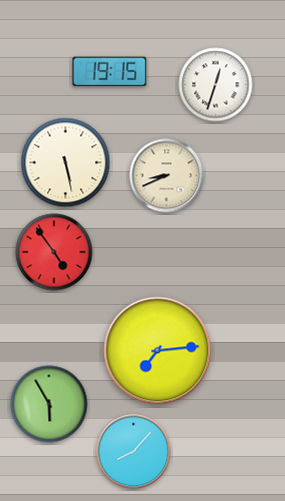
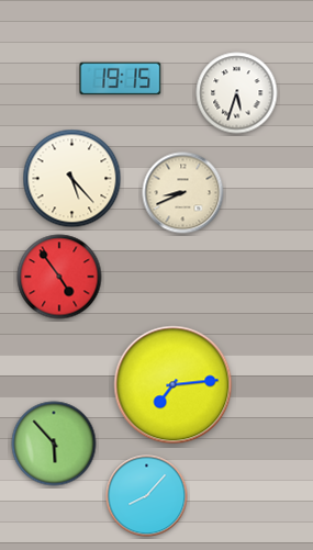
clock at (216, 85): 12:33 -> 5:33
clock at (66, 163): 5:28 -> 5:23
clock at (49, 404): 5:55 -> 5:53
